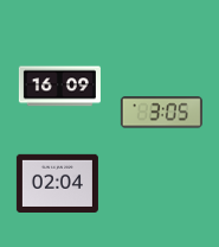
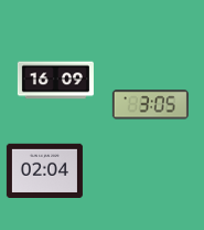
clock at (57, 183) position: (57, 183) -> (44, 170)
